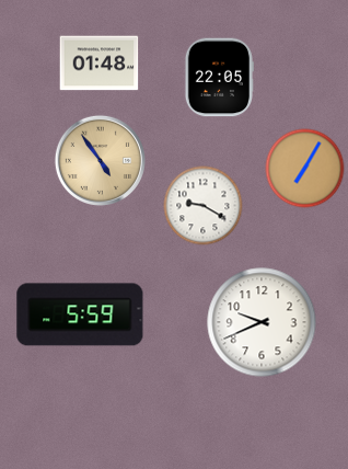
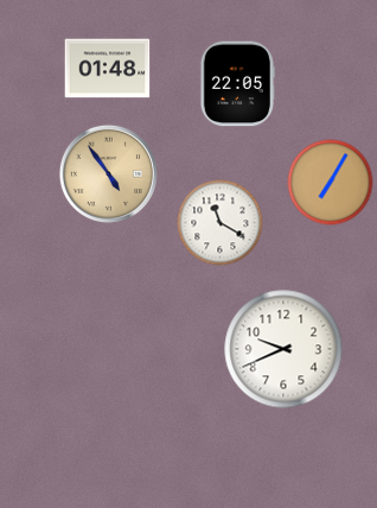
clock at (204, 206): 9:20 -> 11:20
clock at (80, 314): 5:59 -> none
